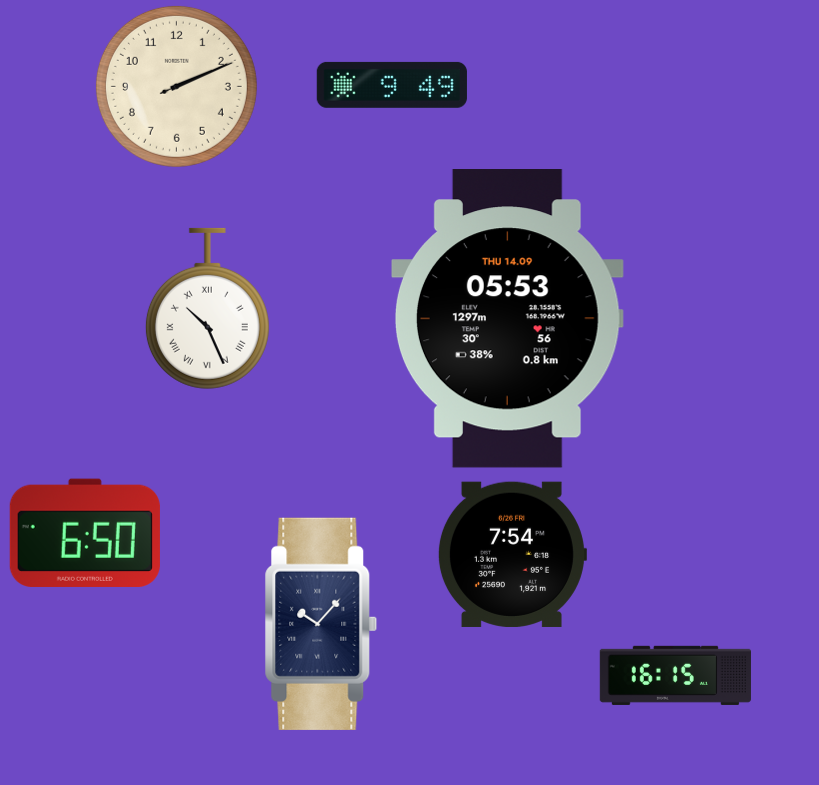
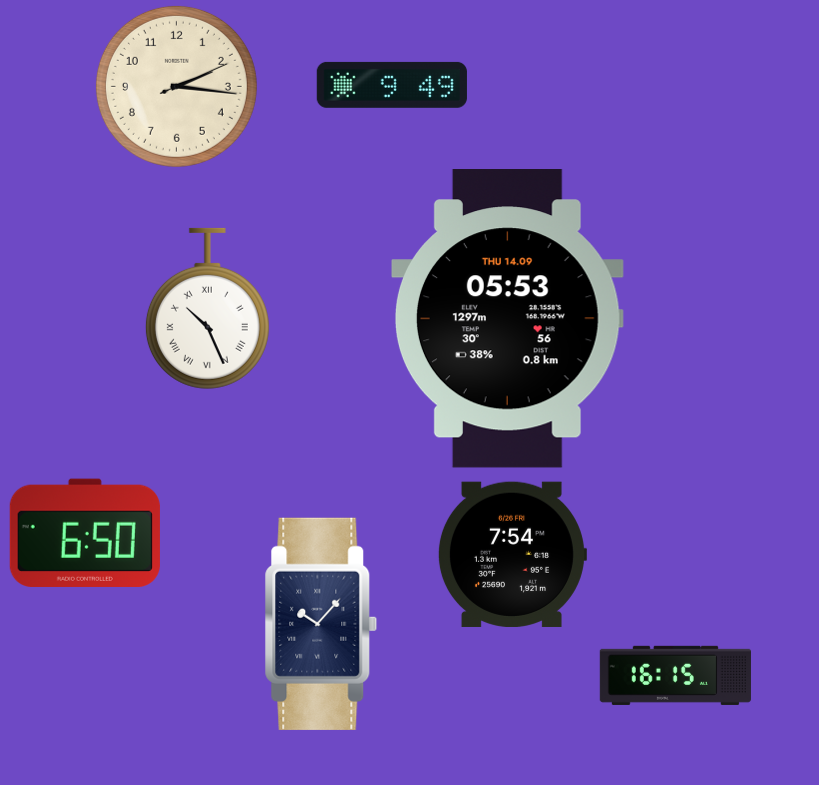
clock at (176, 86): 2:11 -> 2:16
